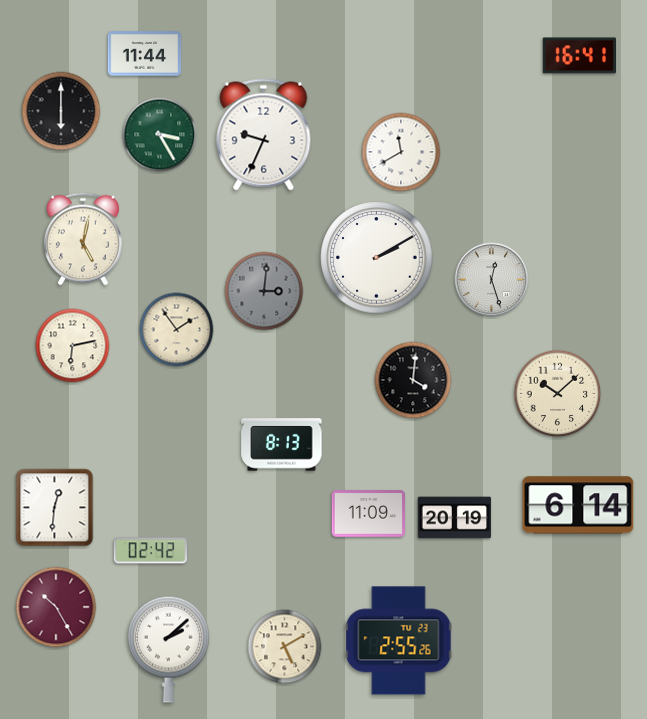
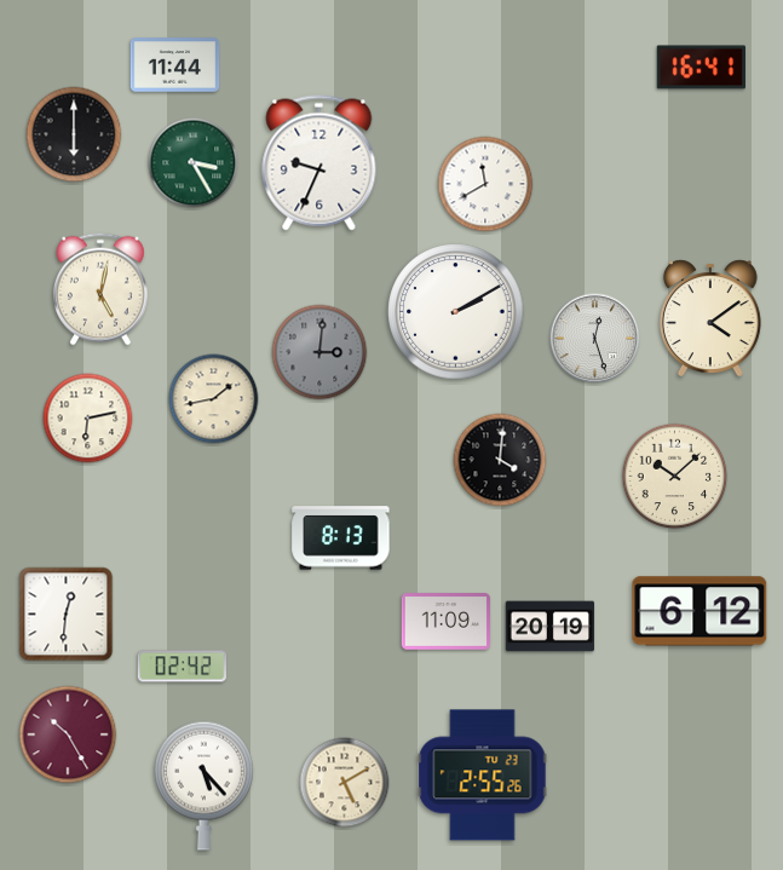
clock at (710, 317): none -> 4:09
clock at (177, 330): 1:54 -> 1:43
clock at (578, 505): 6:14 -> 6:12
clock at (168, 649): 2:08 -> 5:23
